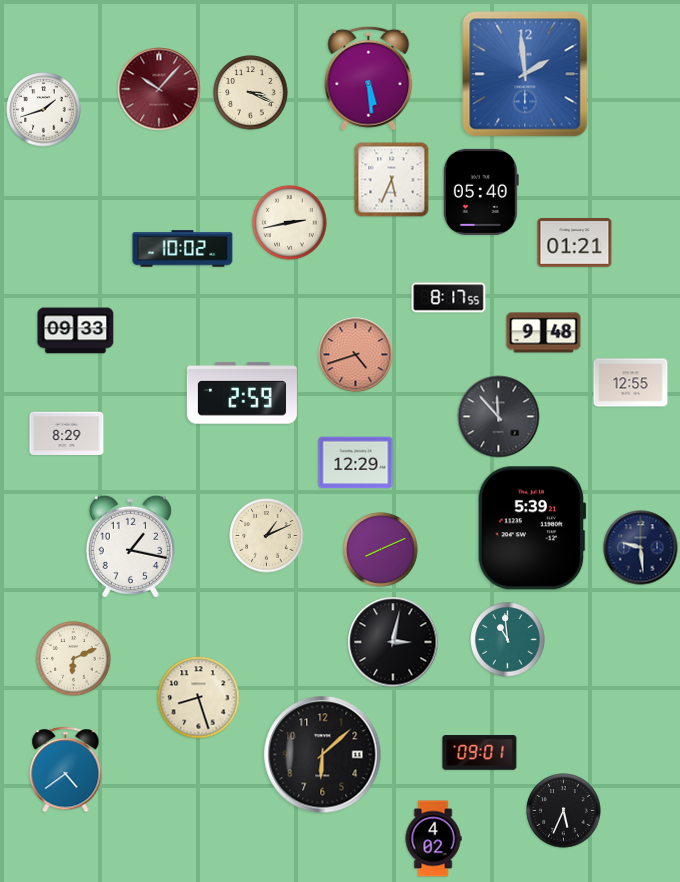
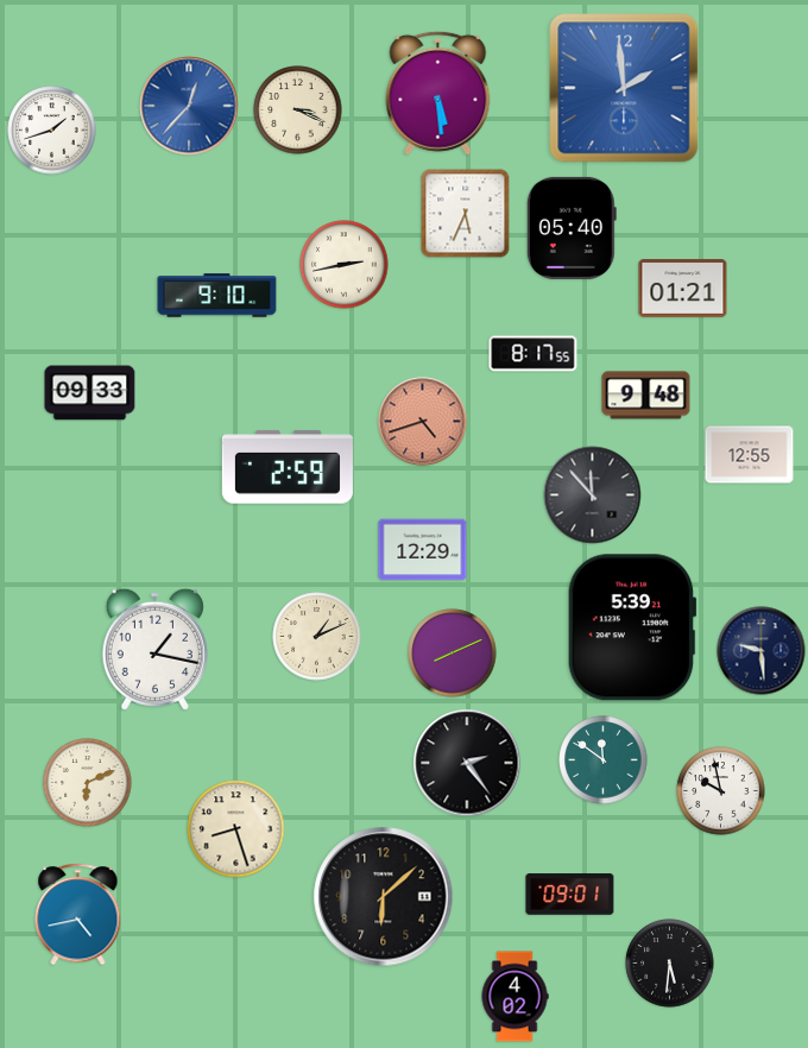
clock at (159, 89): 10:07 -> 12:37
clock at (159, 89) dial: burgundy -> blue
clock at (183, 249): 10:02 -> 9:10
clock at (67, 434): 8:29 -> none
clock at (508, 640): 10:59 -> 11:51
clock at (393, 642): 3:02 -> 2:24
clock at (721, 791): none -> 9:58
clock at (66, 770): 4:39 -> 4:43
clock at (564, 811): 5:34 -> 5:31
